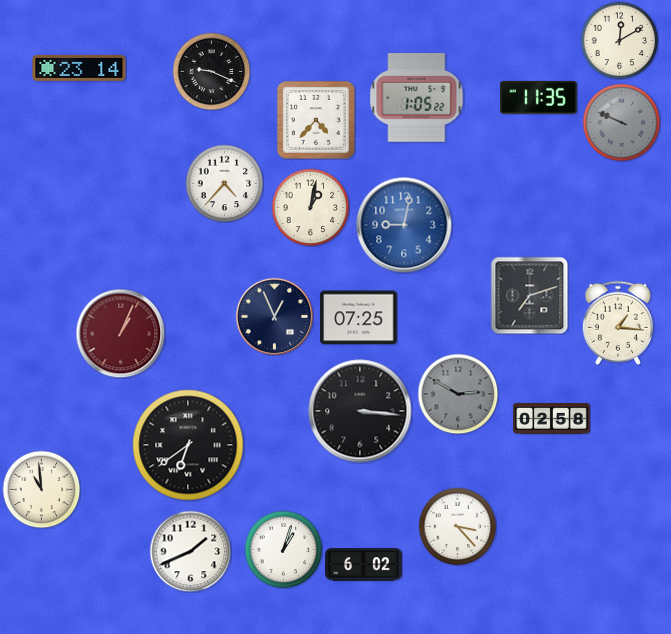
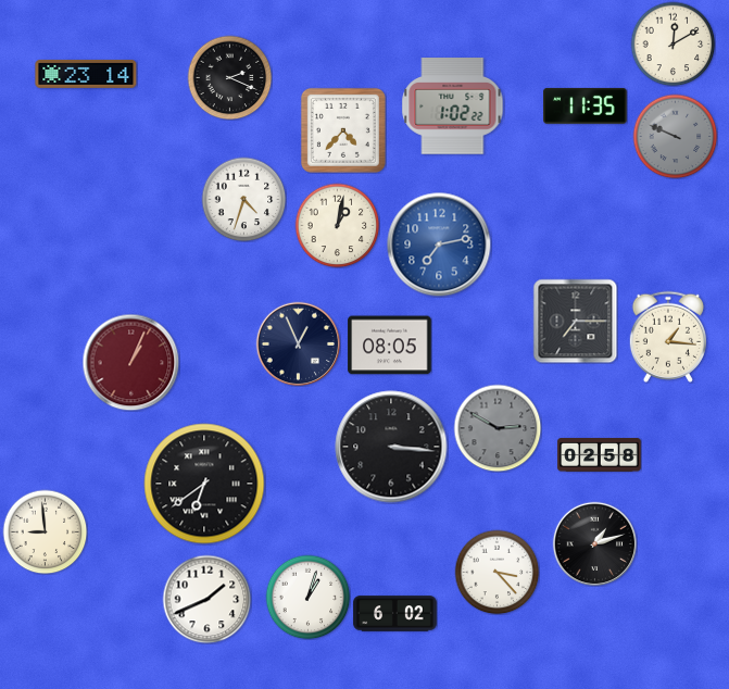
clock at (211, 71): 9:19 -> 2:19
clock at (417, 98): 1:05 -> 1:02
clock at (621, 122) position: (621, 122) -> (675, 136)
clock at (224, 183): 4:37 -> 4:33
clock at (404, 225): 9:02 -> 7:13
clock at (529, 295): 7:12 -> 7:15
clock at (359, 318): 07:25 -> 08:05
clock at (618, 323) position: (618, 323) -> (668, 337)
clock at (41, 489): 10:59 -> 8:59
clock at (594, 543): none -> 1:12
